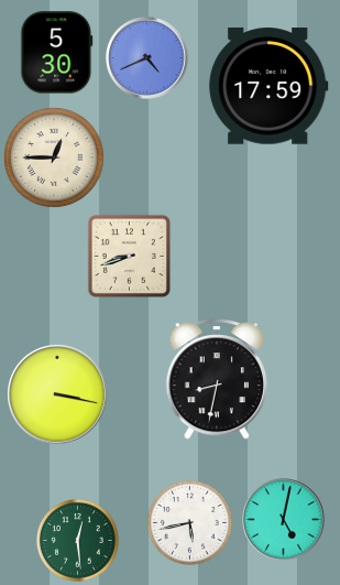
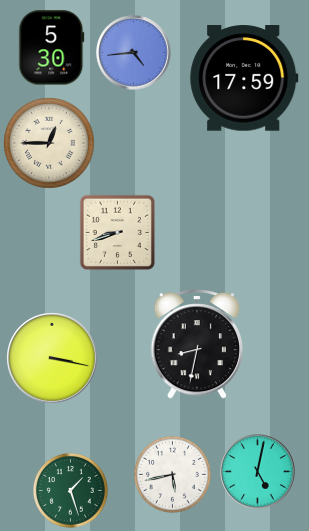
clock at (147, 58): 4:41 -> 4:44
clock at (77, 540): 12:29 -> 1:27
